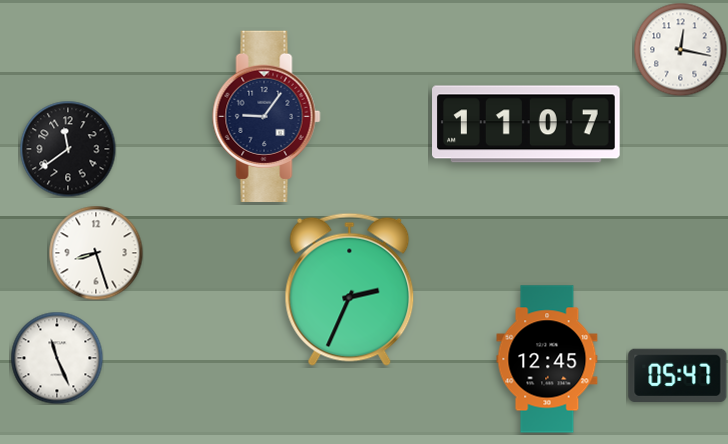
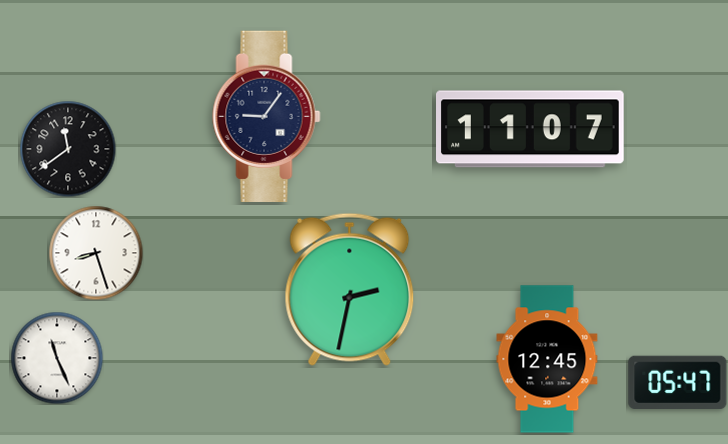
clock at (680, 49): 12:17 -> none
clock at (527, 124) position: (527, 124) -> (531, 129)
clock at (350, 289): 2:34 -> 2:32
clock at (678, 375) position: (678, 375) -> (678, 382)
